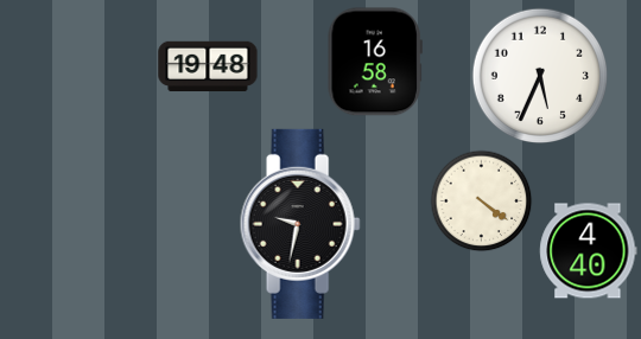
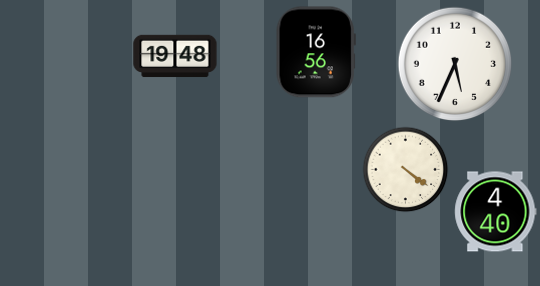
clock at (375, 62): 16:58 -> 16:56
clock at (300, 224): 9:32 -> none
